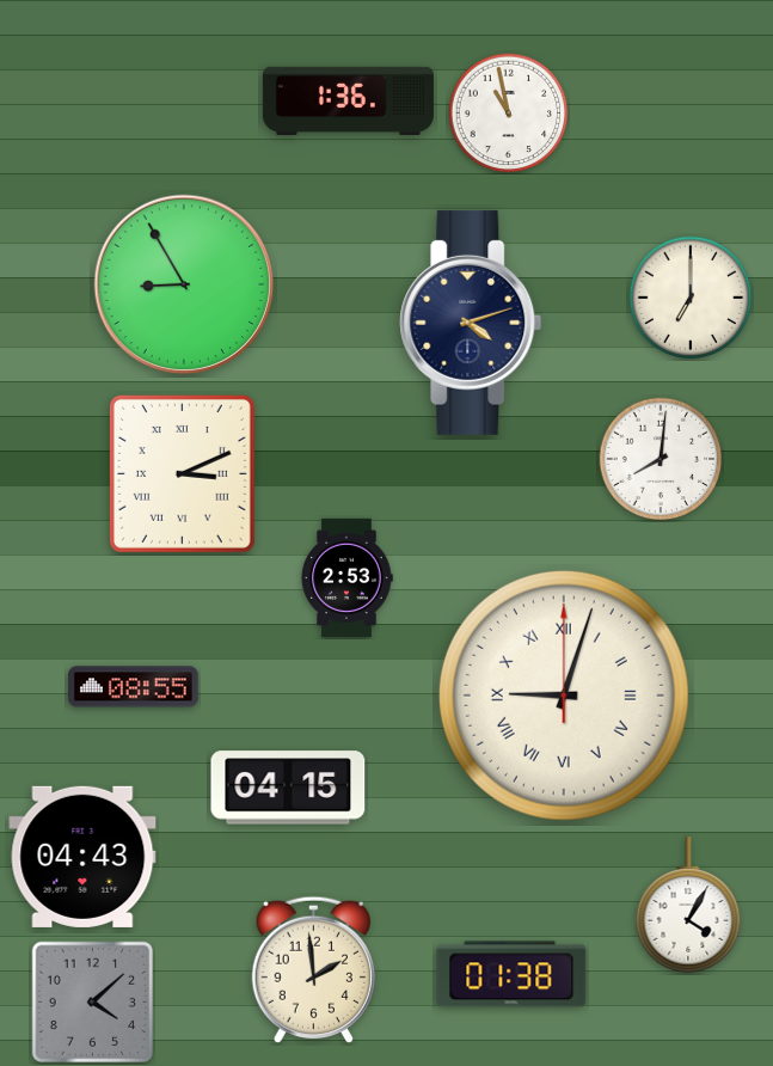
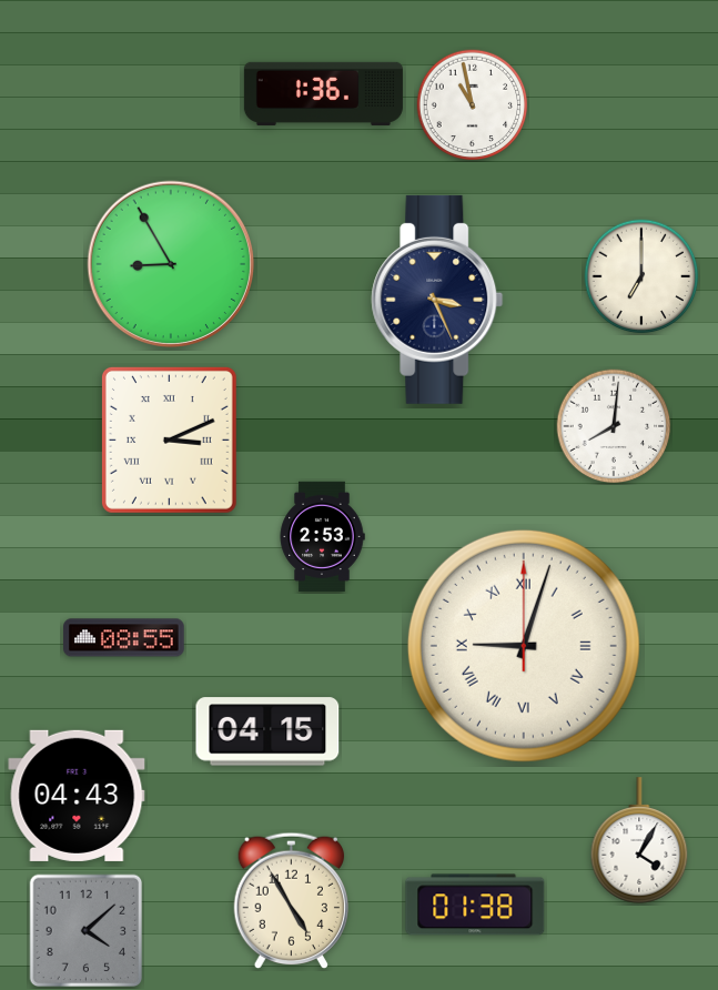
clock at (471, 323): 4:12 -> 3:26
clock at (313, 969): 1:59 -> 4:55
